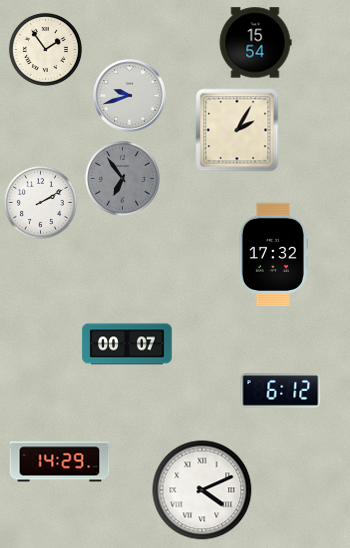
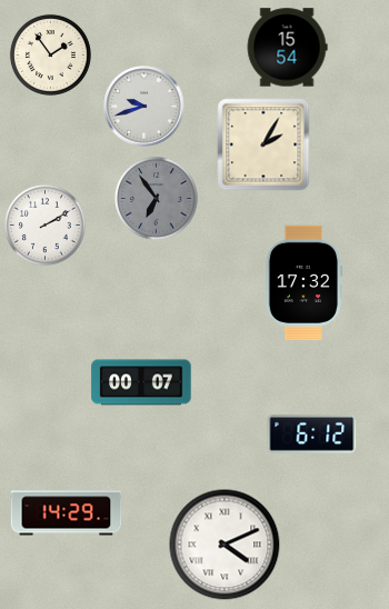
clock at (255, 43) position: (255, 43) -> (287, 48)
clock at (123, 179) position: (123, 179) -> (157, 199)
